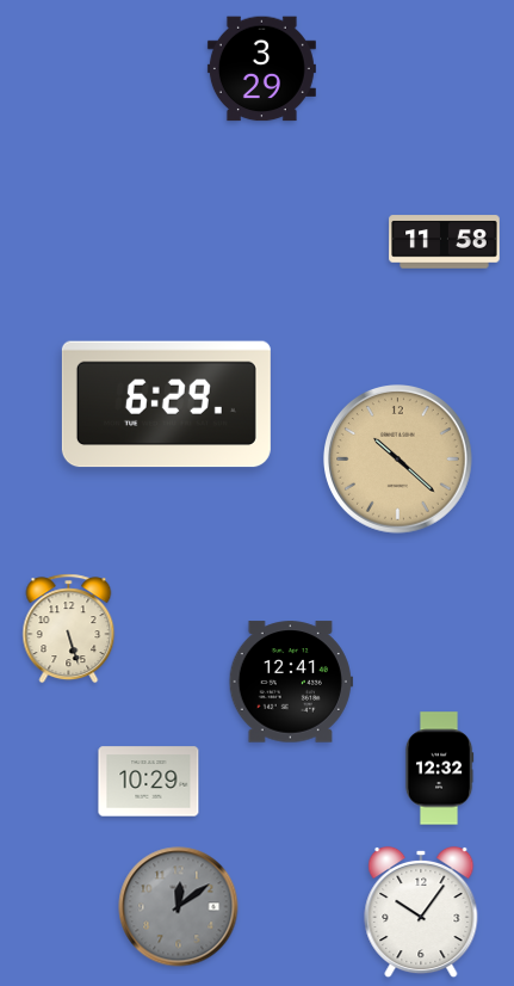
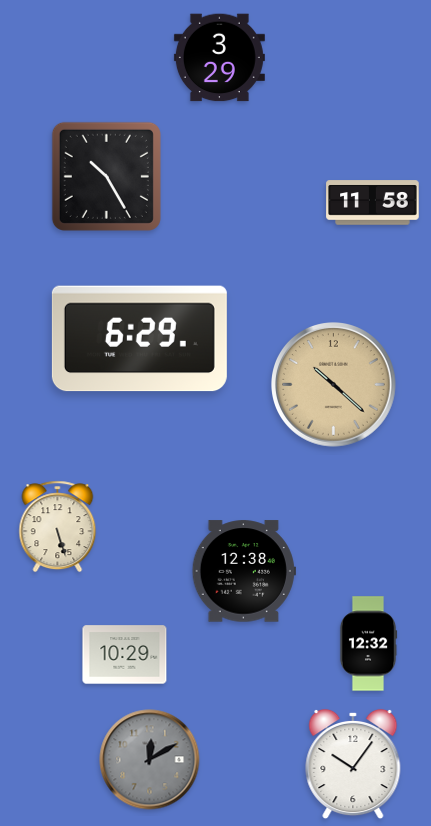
clock at (106, 176): none -> 10:25
clock at (291, 682): 12:41 -> 12:38
clock at (179, 907): 12:09 -> 12:10
